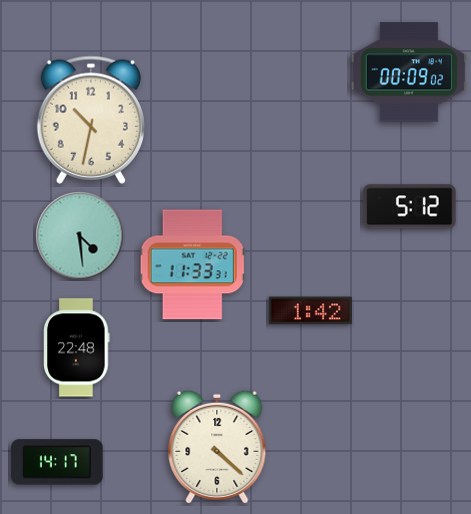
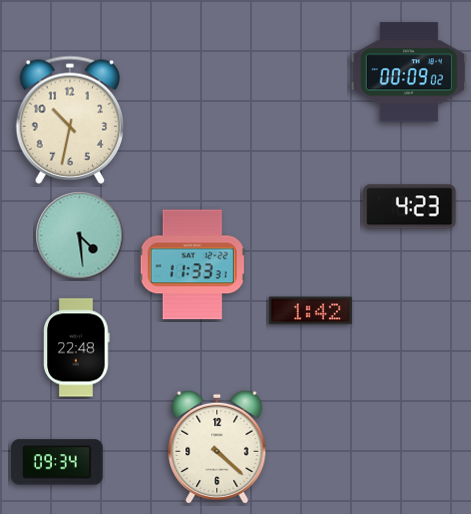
clock at (90, 120) position: (90, 120) -> (69, 120)
clock at (410, 207): 5:12 -> 4:23
clock at (57, 462): 14:17 -> 09:34
